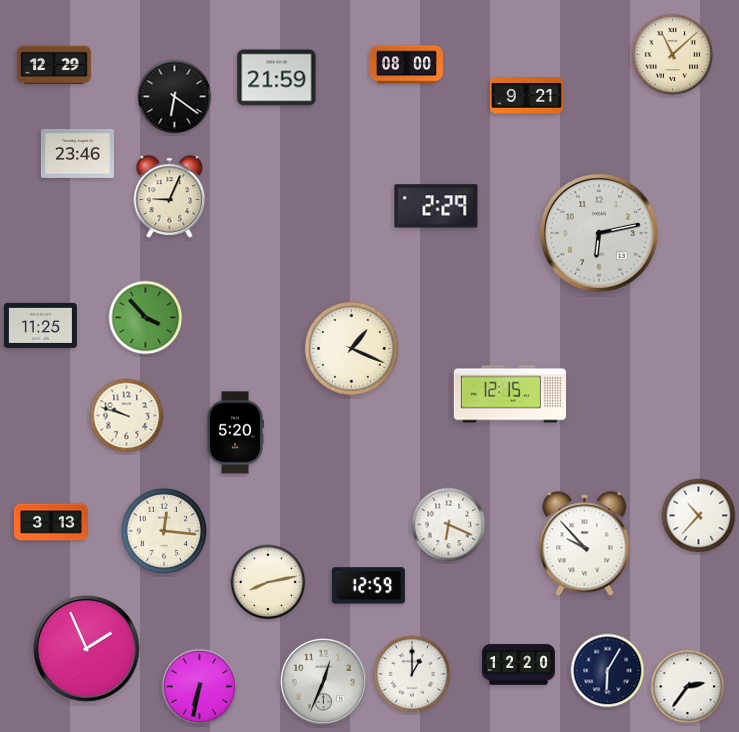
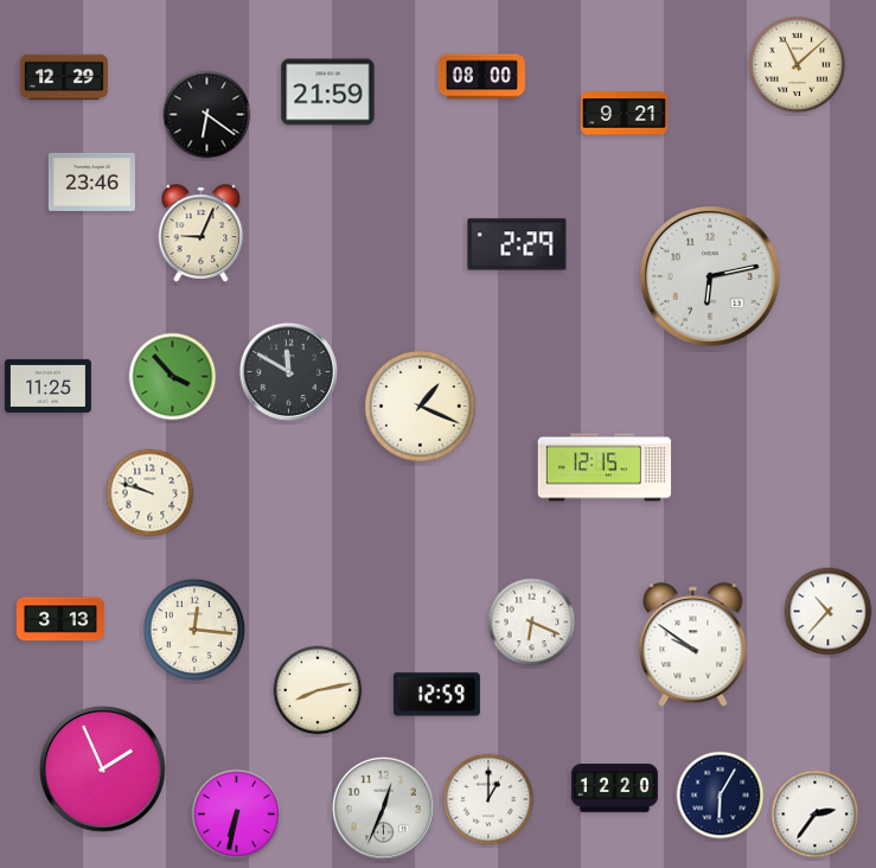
clock at (288, 371): none -> 11:50
clock at (352, 349) position: (352, 349) -> (421, 407)
clock at (235, 433): 5:20 -> none
clock at (585, 544): 9:53 -> 9:51
